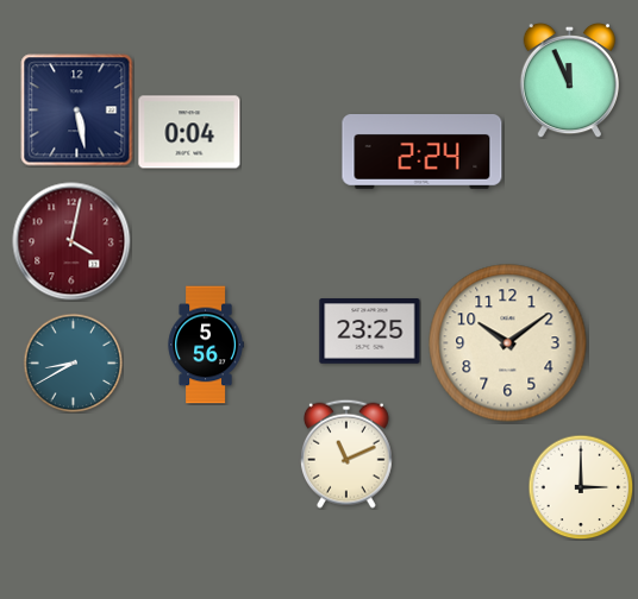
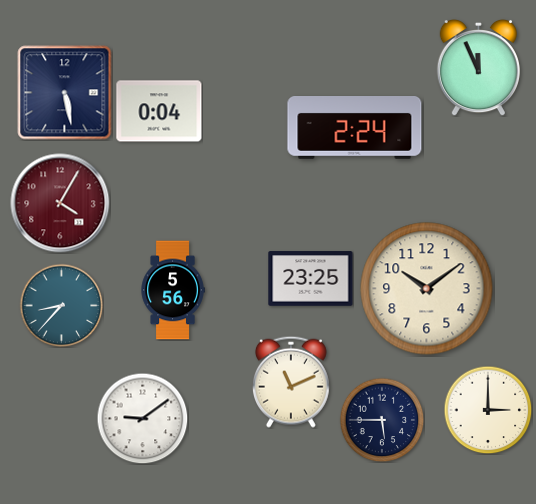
clock at (71, 241): 4:02 -> 4:05
clock at (73, 362): 8:40 -> 8:37
clock at (142, 418): none -> 9:09
clock at (382, 420): none -> 5:45
